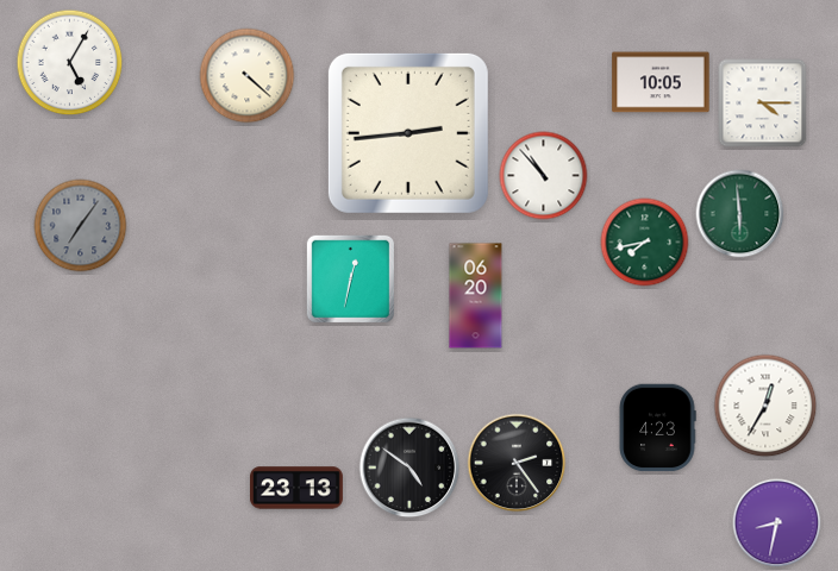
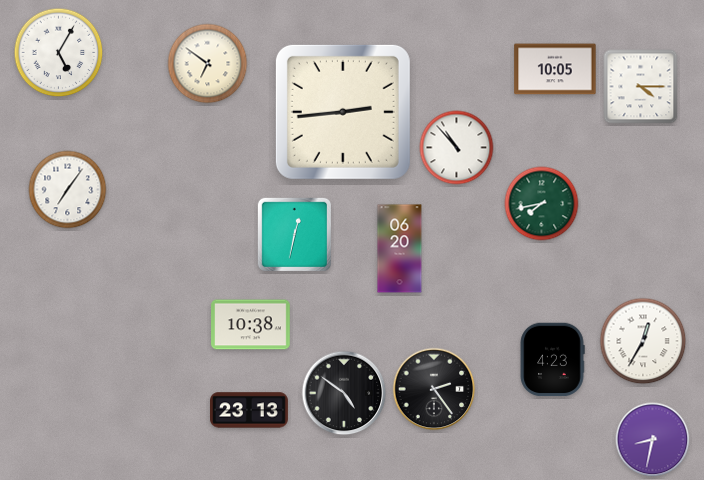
clock at (248, 76): 4:22 -> 6:51
clock at (740, 214): 5:59 -> none
clock at (81, 226) dial: grey -> white
clock at (251, 325): none -> 10:38
